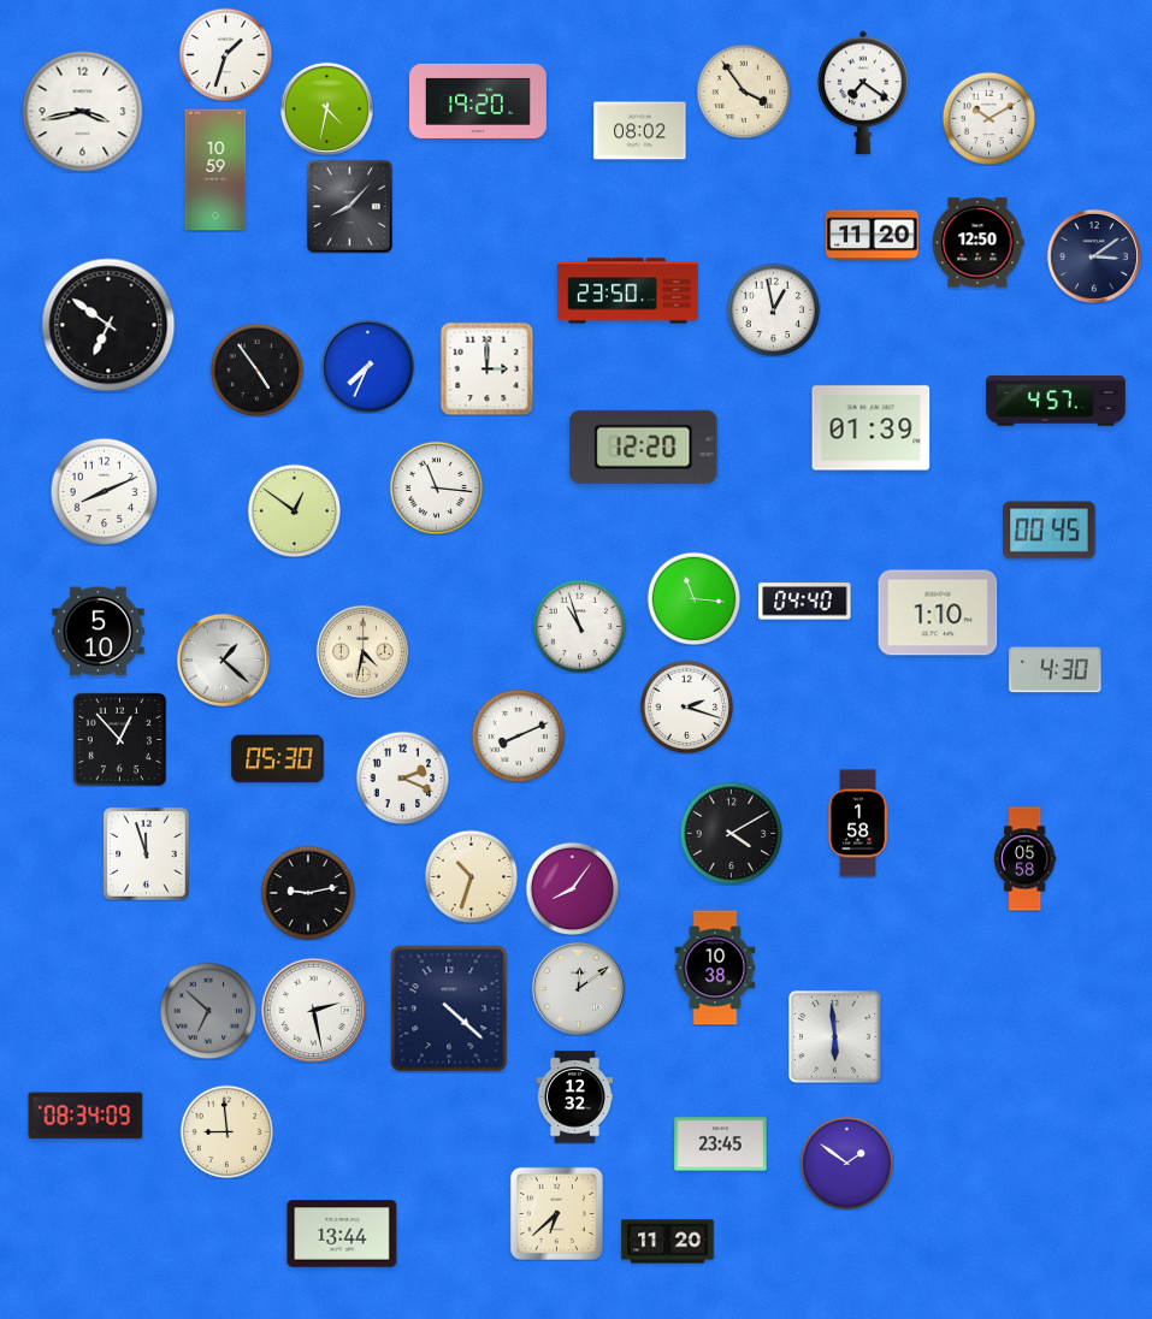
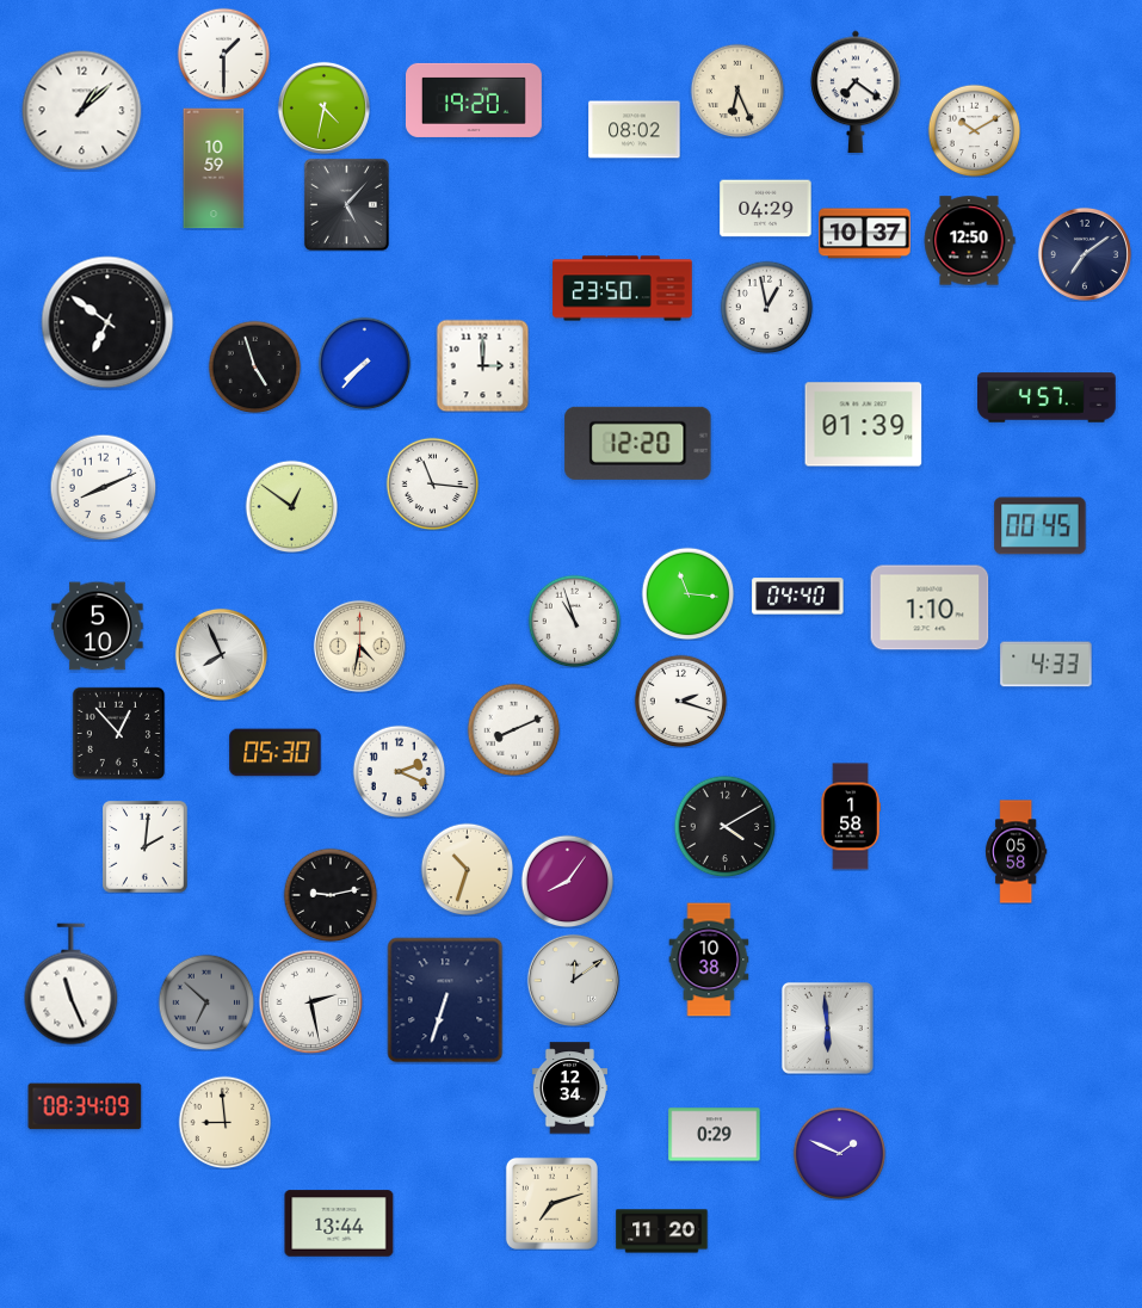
clock at (225, 54): 1:33 -> 1:30
clock at (744, 91): 3:54 -> 6:26
clock at (83, 112): 3:43 -> 1:08
clock at (988, 118) position: (988, 118) -> (974, 130)
clock at (349, 206): 8:07 -> 5:07
clock at (766, 209): none -> 04:29
clock at (873, 236): 11:20 -> 10:37
clock at (1094, 256): 3:09 -> 7:09
clock at (367, 366): 7:34 -> 7:37
clock at (256, 369): 4:54 -> 4:57
clock at (223, 659): 1:22 -> 7:56
clock at (1056, 670): 4:30 -> 4:33
clock at (147, 854): 11:57 -> 2:01
clock at (308, 893) position: (308, 893) -> (331, 895)
clock at (72, 985): none -> 11:26
clock at (449, 1009): 4:22 -> 6:33
clock at (574, 1098): 12:32 -> 12:34
clock at (721, 1144): 23:45 -> 0:29
clock at (846, 1163): 1:51 -> 1:49
clock at (556, 1213): 6:38 -> 7:12
